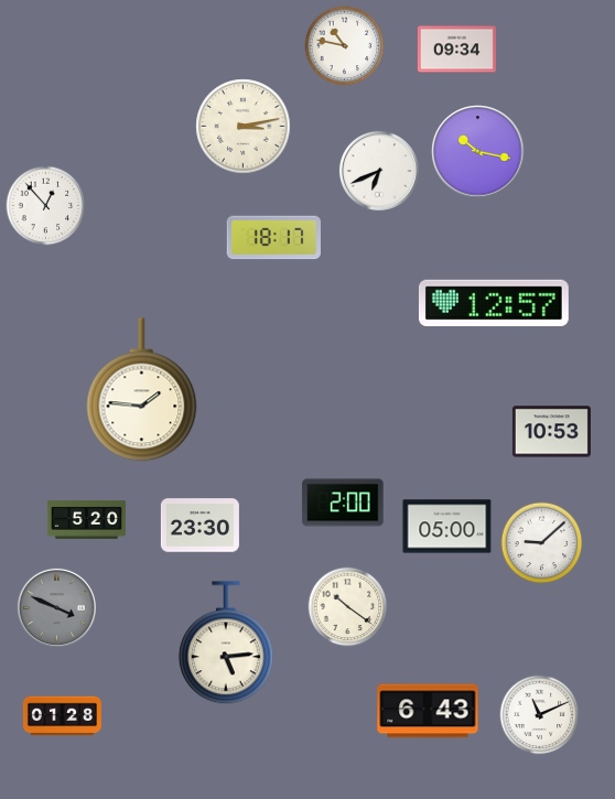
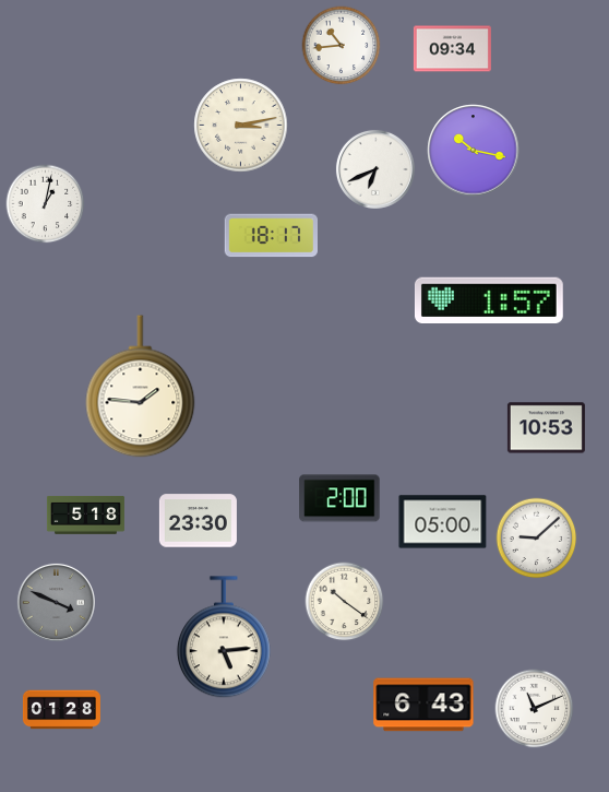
clock at (345, 46): 10:47 -> 10:44
clock at (46, 206): 12:53 -> 1:02
clock at (494, 303): 12:57 -> 1:57
clock at (86, 519): 5:20 -> 5:18
